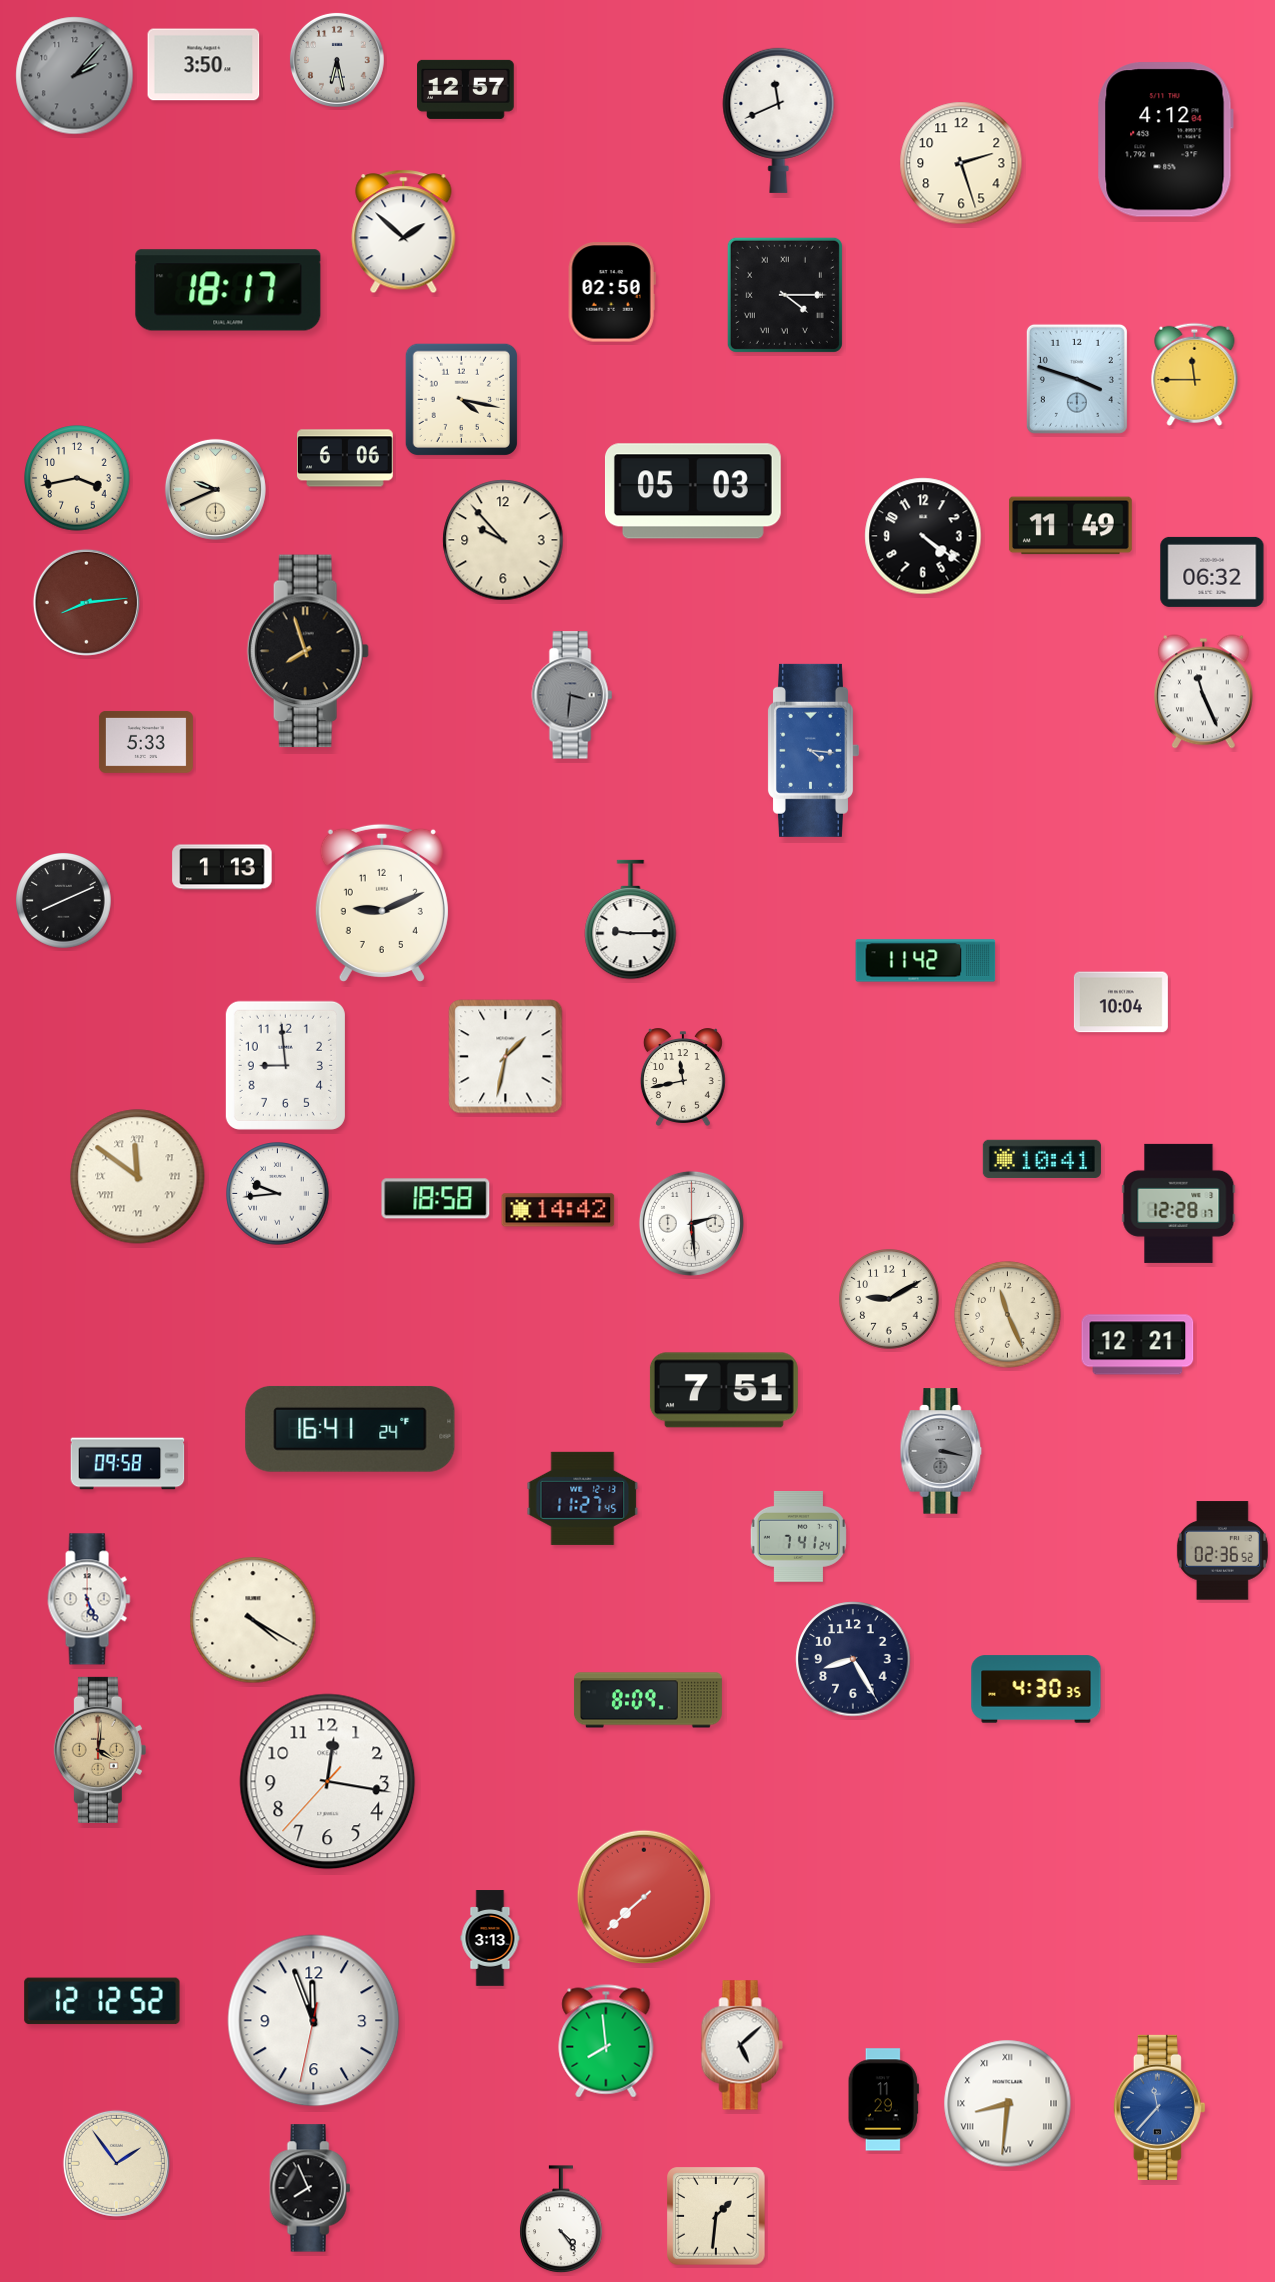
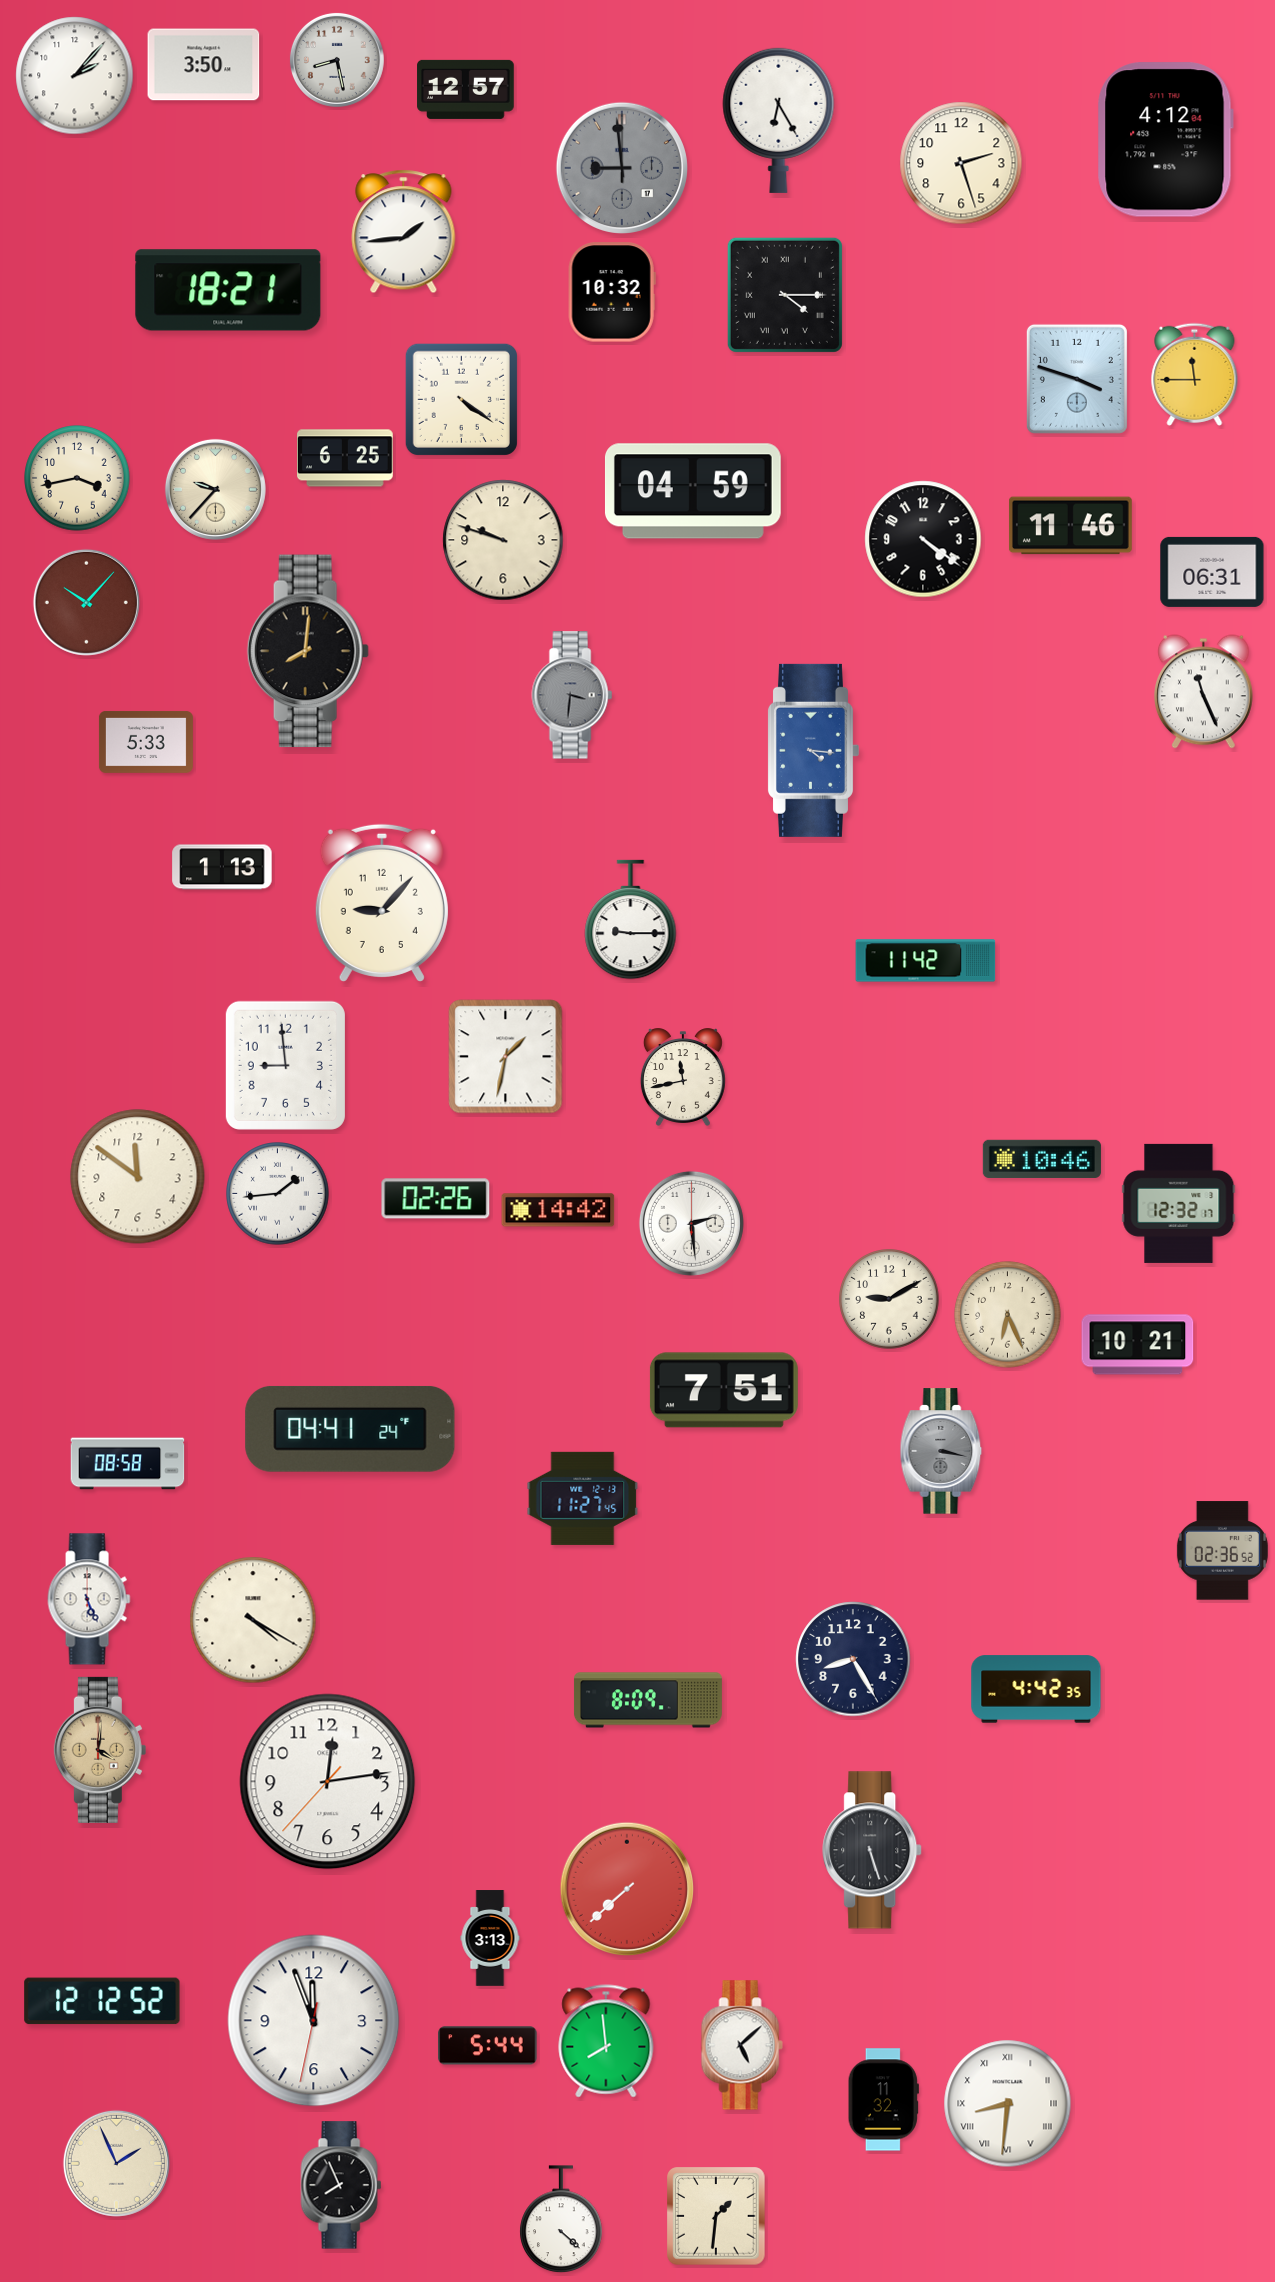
clock at (337, 60): 6:28 -> 8:28
clock at (75, 76) dial: grey -> white
clock at (779, 120): 11:41 -> 6:25
clock at (622, 168): none -> 8:59
clock at (404, 232): 1:52 -> 1:44
clock at (228, 290): 18:17 -> 18:21
clock at (612, 292): 02:50 -> 10:32
clock at (461, 399): 4:17 -> 4:21
clock at (346, 458): 6:06 -> 6:25
clock at (215, 489): 9:41 -> 9:37
clock at (693, 491): 05:03 -> 04:59
clock at (1071, 526): 11:49 -> 11:46
clock at (923, 536) position: (923, 536) -> (923, 539)
clock at (503, 540): 9:53 -> 9:48
clock at (1212, 572): 06:32 -> 06:31
clock at (86, 602): 8:14 -> 10:07
clock at (308, 651): 7:57 -> 8:01
clock at (64, 901): 8:11 -> none
clock at (382, 903): 9:11 -> 9:07
clock at (1121, 1002): 10:04 -> none
clock at (1042, 1159): 10:41 -> 10:46
clock at (138, 1177) numerals: Roman -> Arabic
clock at (278, 1194): 9:44 -> 1:44
clock at (436, 1199): 18:58 -> 02:26
clock at (1179, 1203): 12:28 -> 12:32
clock at (1008, 1315): 11:26 -> 6:26
clock at (1138, 1345): 12:21 -> 10:21
clock at (350, 1429): 16:41 -> 04:41
clock at (128, 1464): 09:58 -> 08:58
clock at (798, 1536): 7:41 -> none
clock at (1036, 1689): 4:30 -> 4:42
clock at (328, 1782): 12:16 -> 12:13
clock at (873, 1850): none -> 5:27
clock at (644, 1897) position: (644, 1897) -> (627, 1889)
clock at (488, 2046): none -> 5:44
clock at (883, 2100): 11:29 -> 11:32
clock at (1159, 2107): 11:37 -> none
clock at (116, 2163): 1:54 -> 1:56
clock at (310, 2188) position: (310, 2188) -> (341, 2185)
clock at (561, 2220): 4:24 -> 4:22
